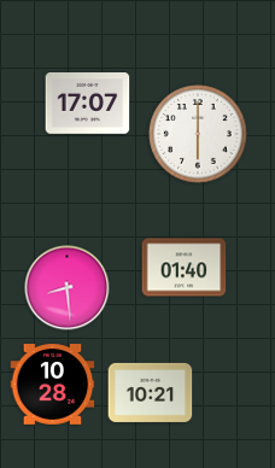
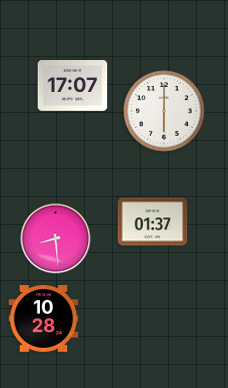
clock at (185, 268): 01:40 -> 01:37
clock at (151, 392): 10:21 -> none
